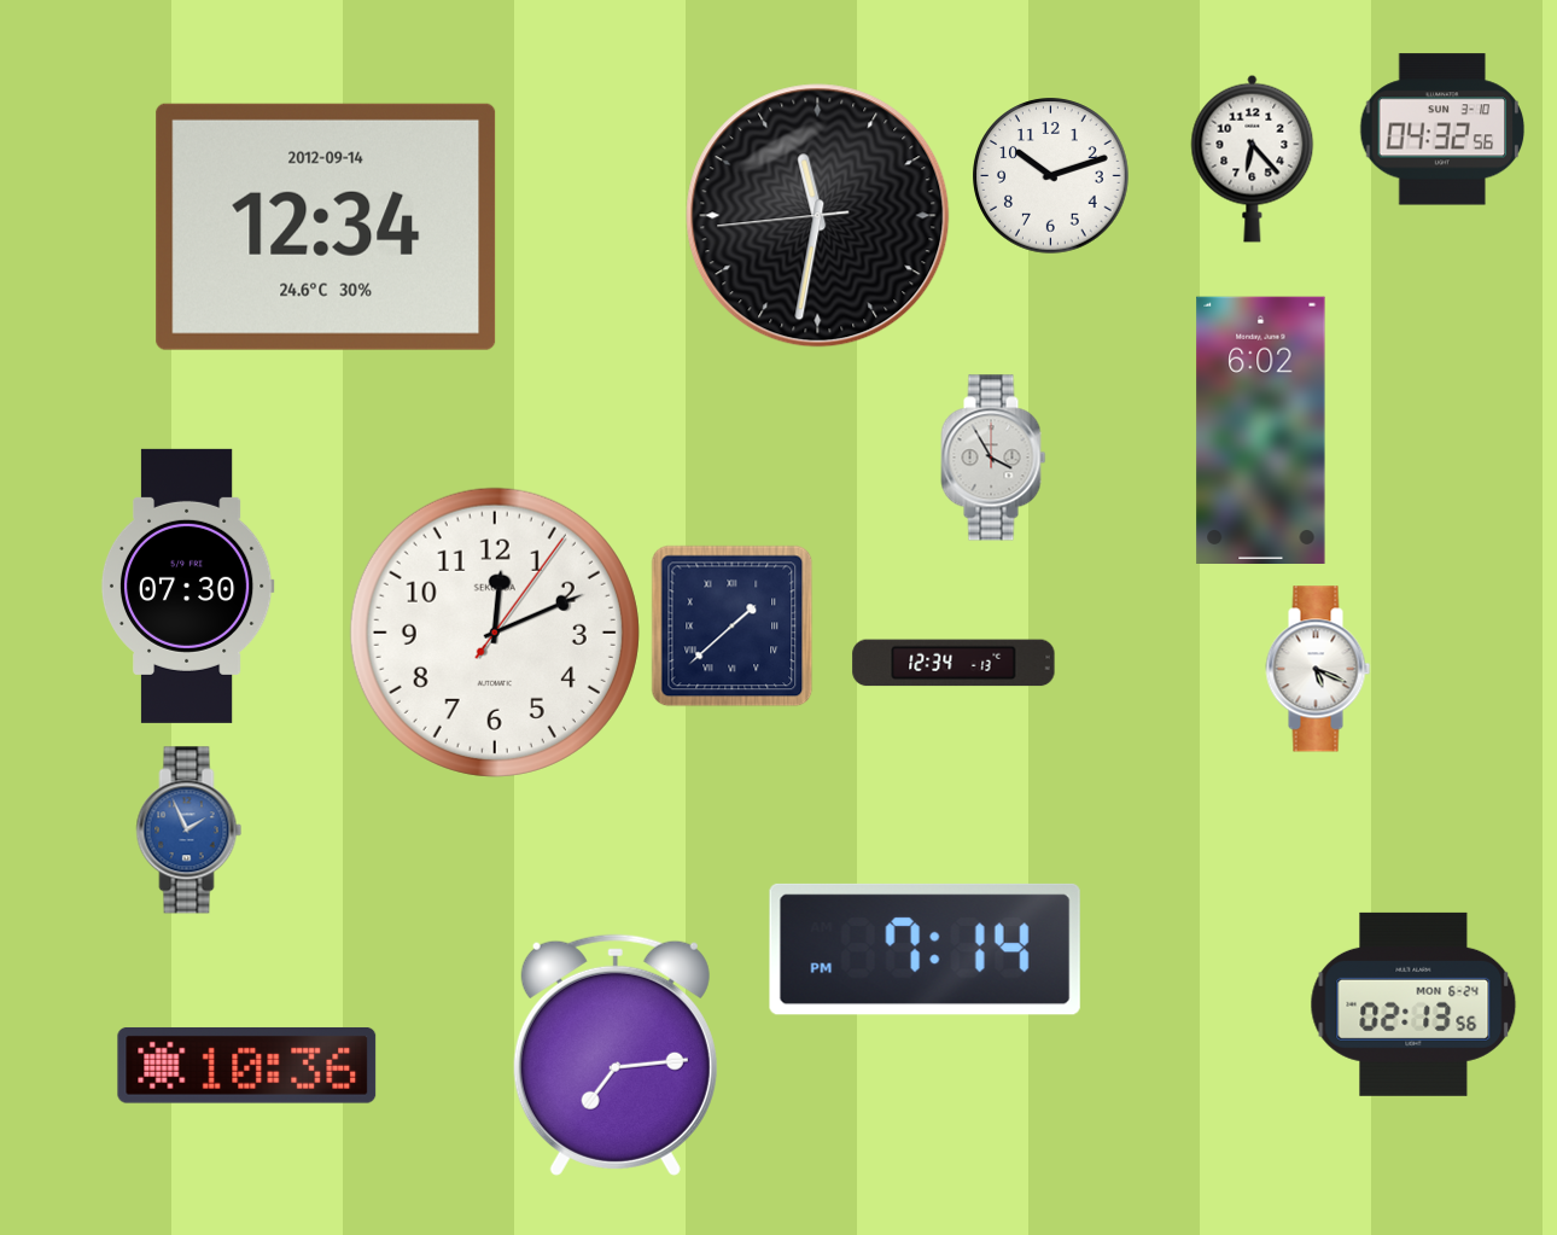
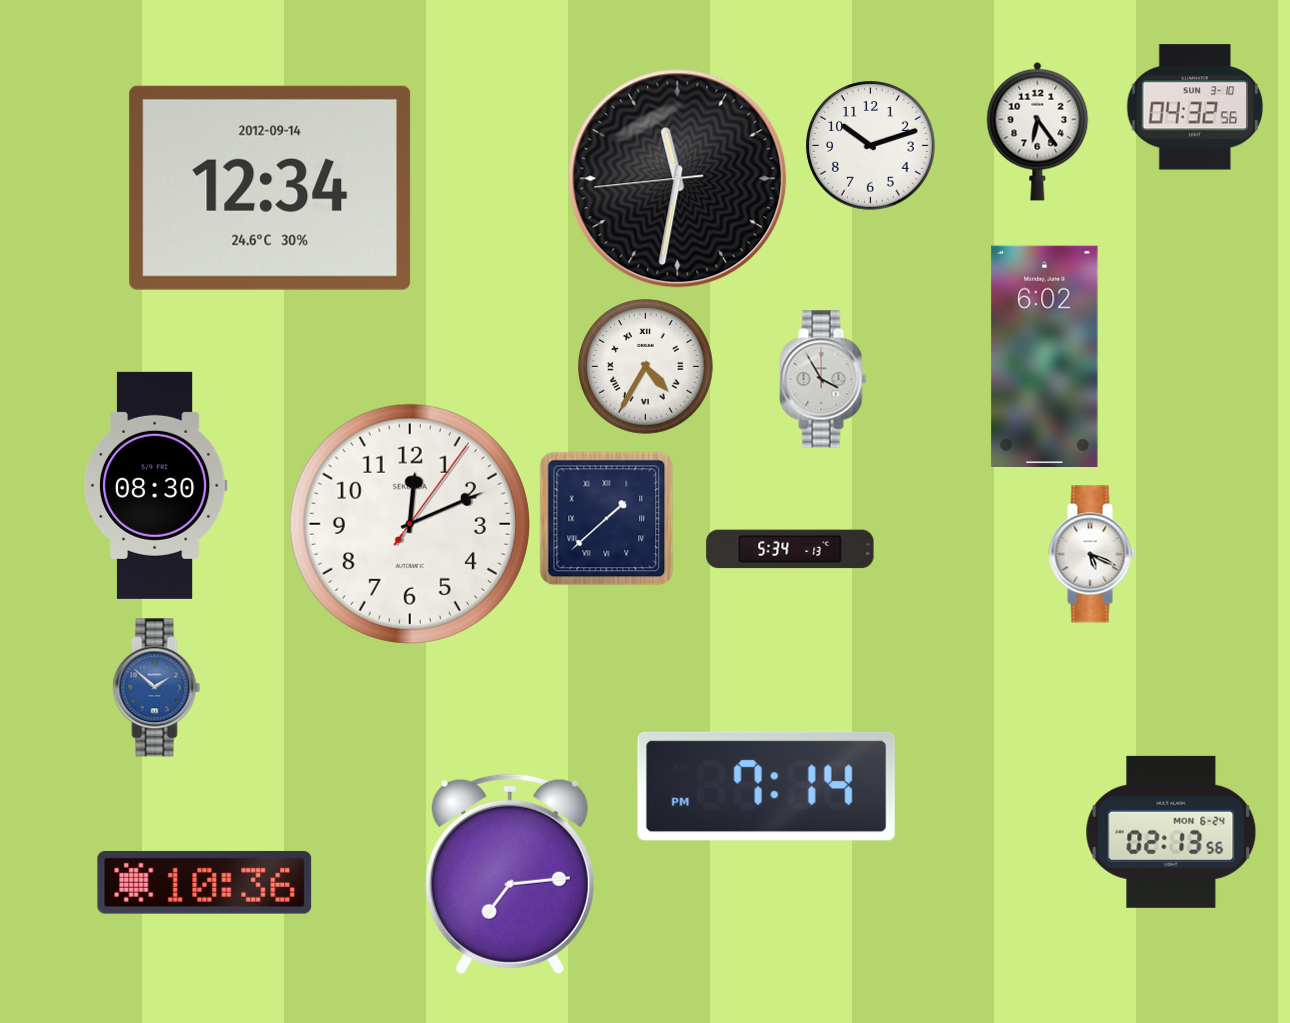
clock at (1253, 158): 6:23 -> 6:24
clock at (646, 367): none -> 4:35
clock at (187, 586): 07:30 -> 08:30
clock at (954, 663): 12:34 -> 5:34
clock at (189, 831): 1:56 -> 1:52
